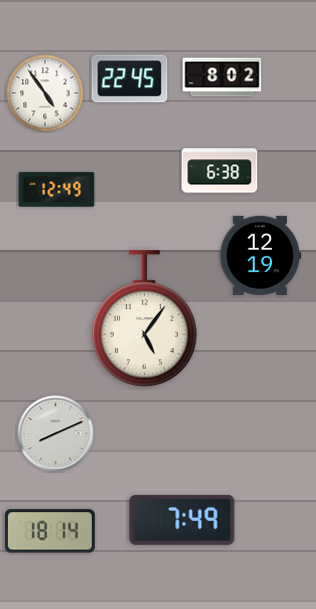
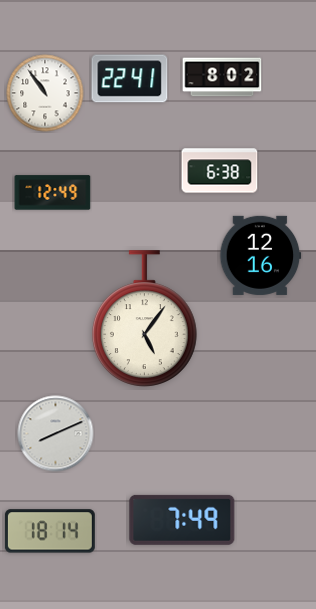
clock at (130, 79): 22:45 -> 22:41
clock at (45, 93): 4:54 -> 10:54
clock at (57, 190) position: (57, 190) -> (53, 193)
clock at (261, 255): 12:19 -> 12:16
